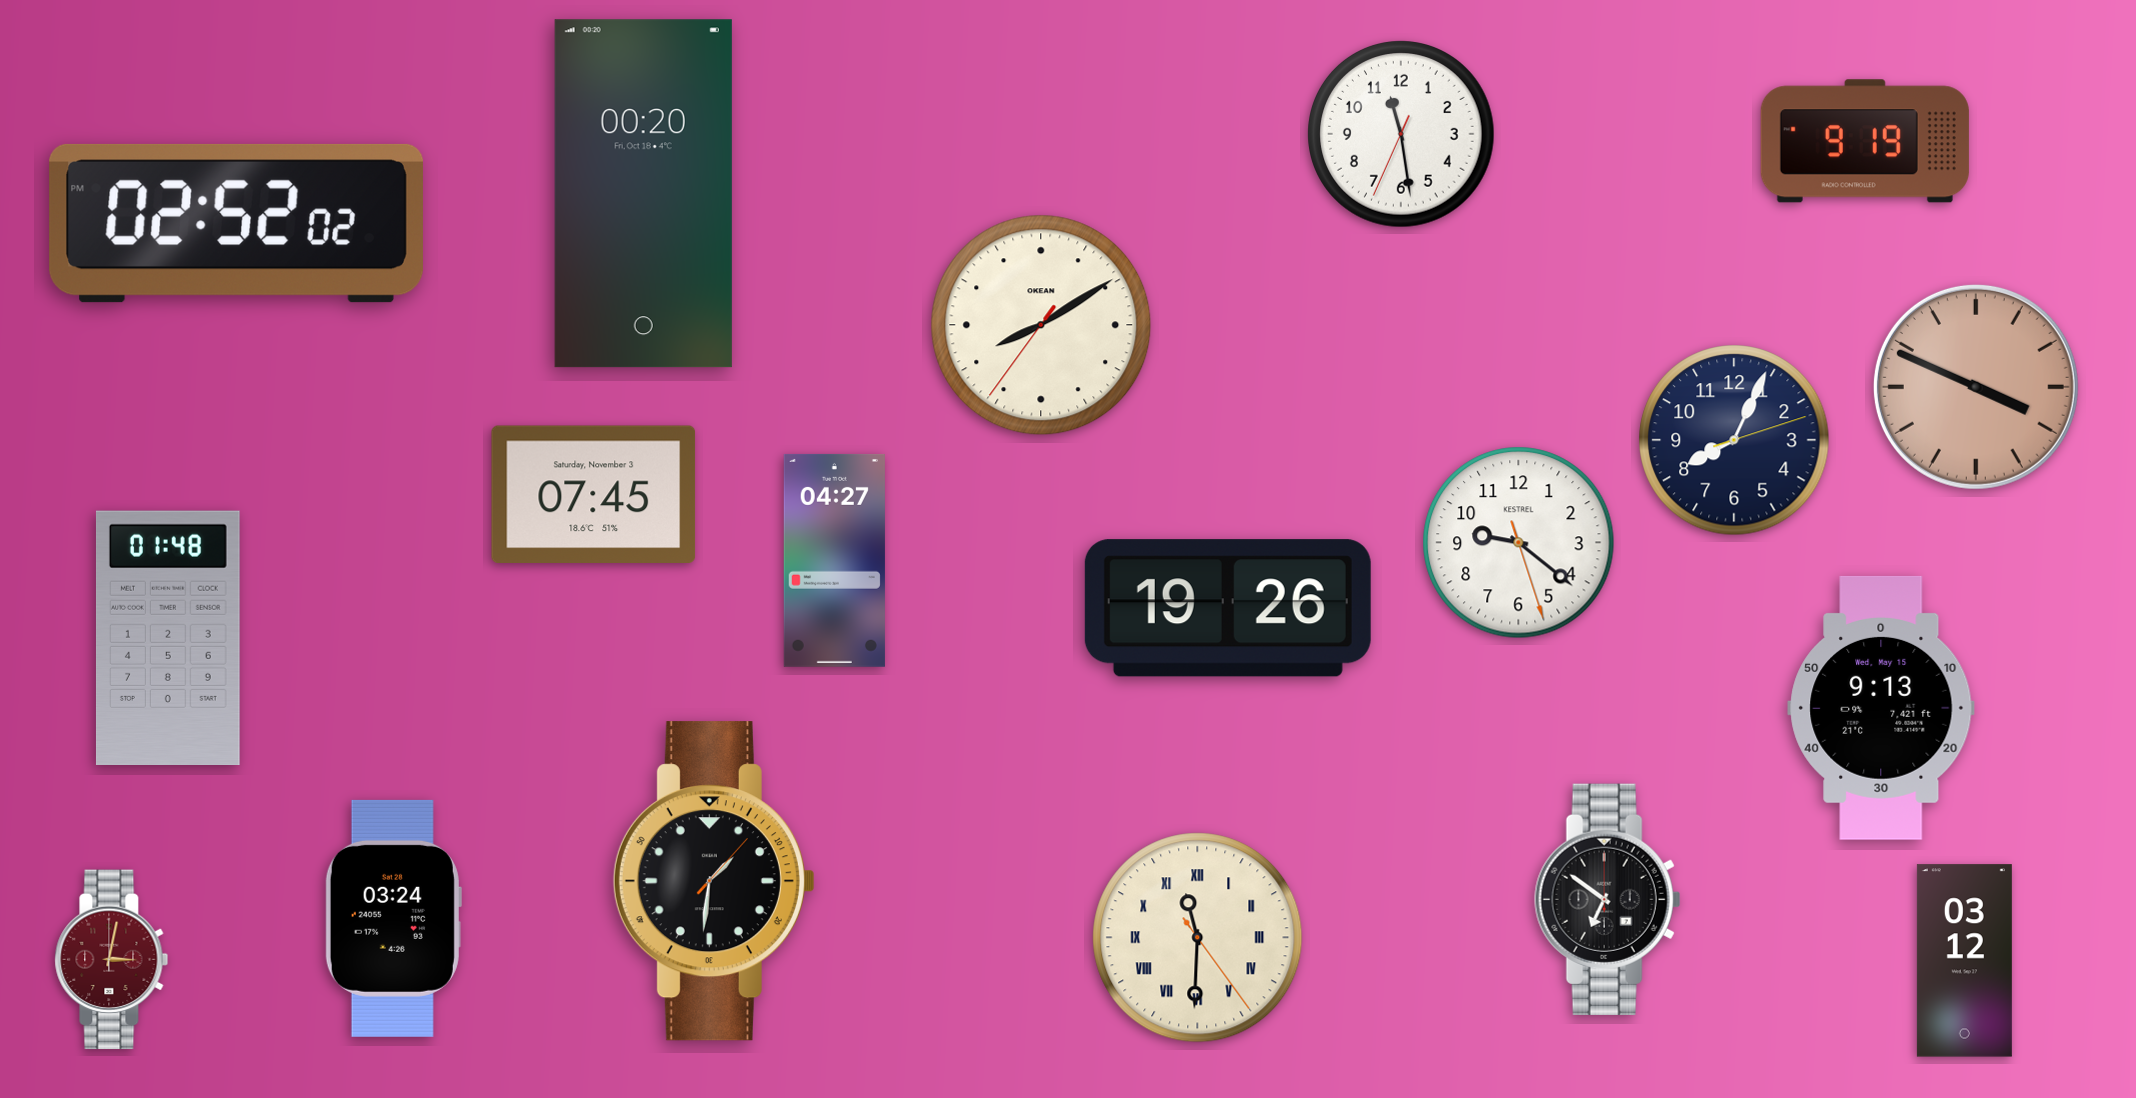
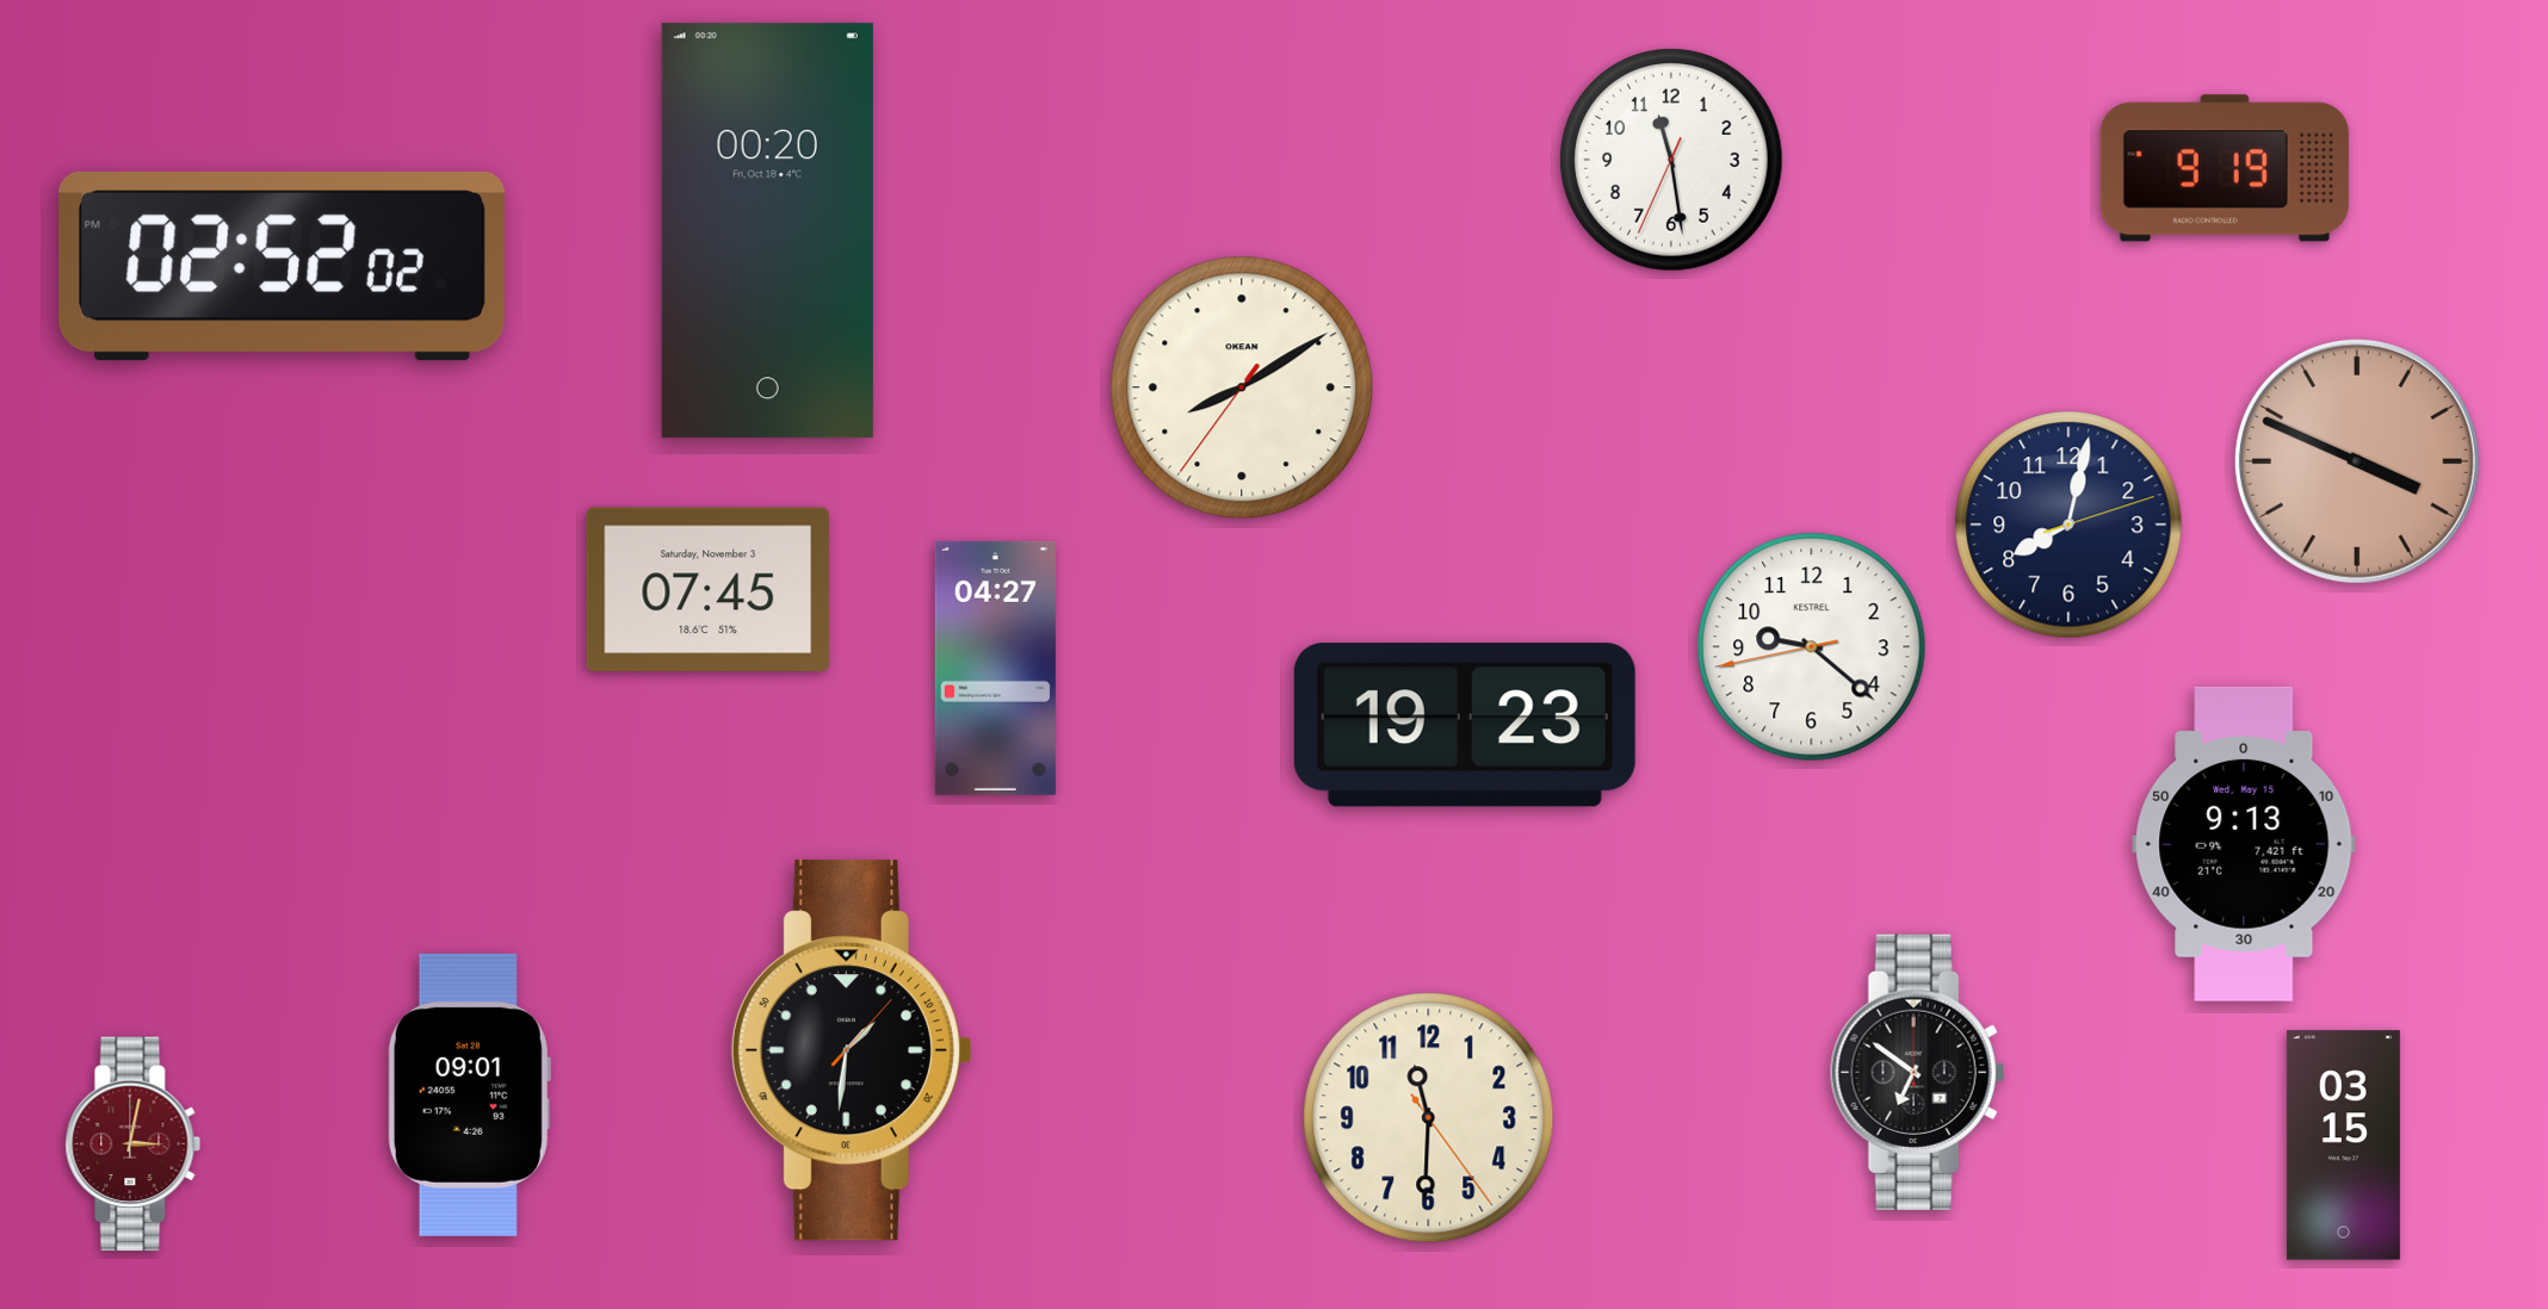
clock at (1734, 440): 8:04 -> 8:02
clock at (1519, 543): 9:21:27 -> 9:21:43
clock at (1228, 608): 19:26 -> 19:23
clock at (168, 637): 01:48 -> none
clock at (393, 918): 03:24 -> 09:01
clock at (1198, 938) numerals: Roman -> Arabic
clock at (1964, 961): 03:12 -> 03:15
